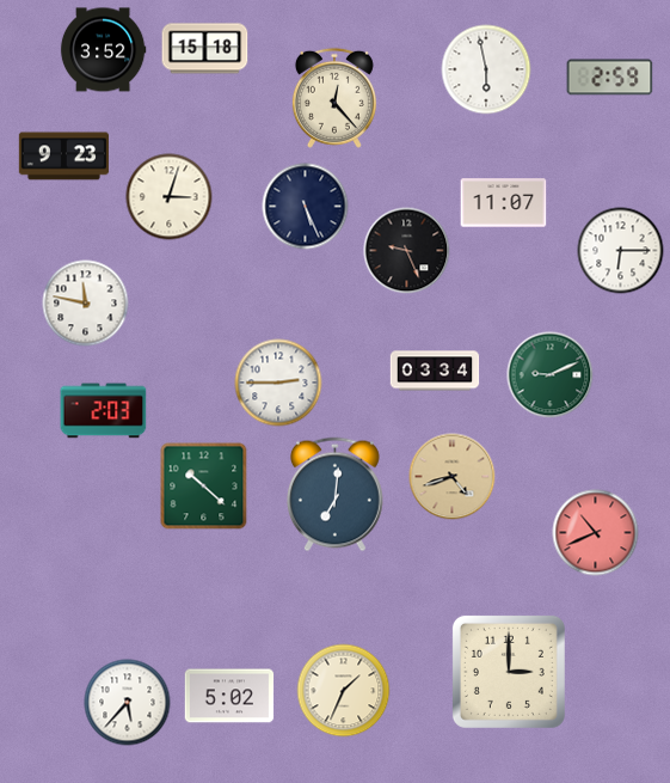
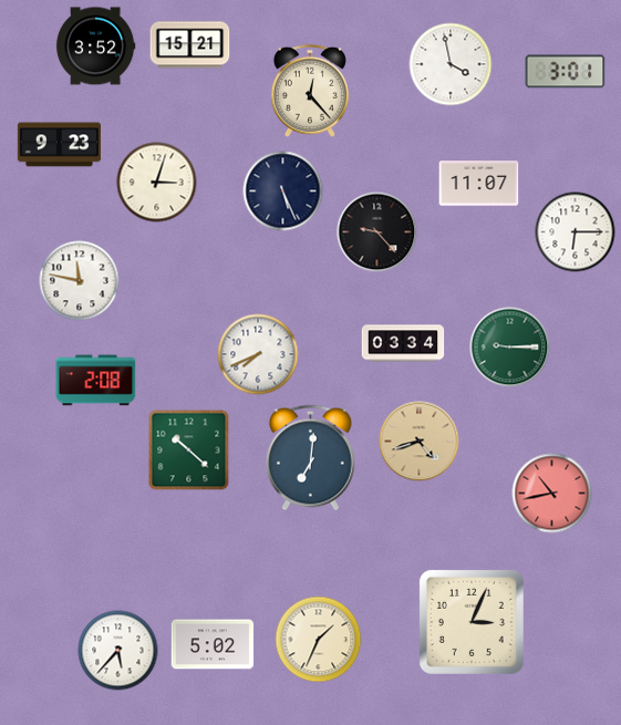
clock at (205, 49): 15:18 -> 15:21
clock at (486, 69): 5:58 -> 3:58
clock at (610, 78): 2:59 -> 3:01
clock at (504, 203) position: (504, 203) -> (479, 184)
clock at (407, 251): 9:26 -> 9:23
clock at (551, 375): 9:11 -> 9:15
clock at (278, 383): 2:45 -> 7:41
clock at (104, 411): 2:03 -> 2:08
clock at (596, 533): 10:41 -> 10:43
clock at (509, 672): 3:00 -> 3:04
